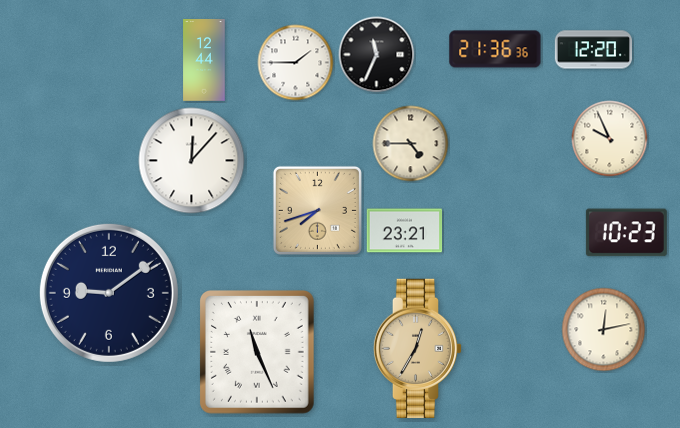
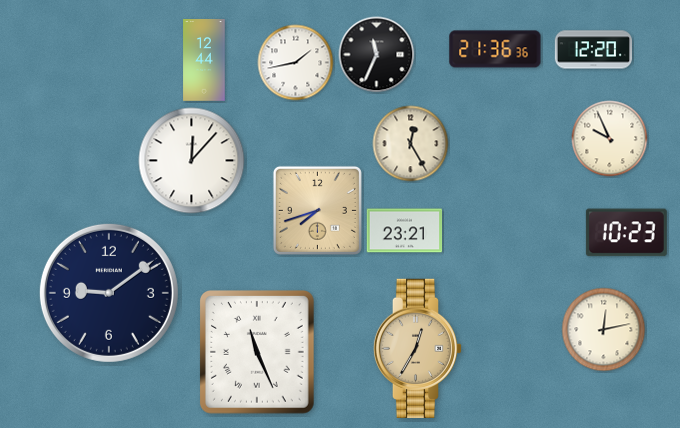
clock at (296, 63): 1:45 -> 1:43
clock at (411, 144): 4:45 -> 12:25
